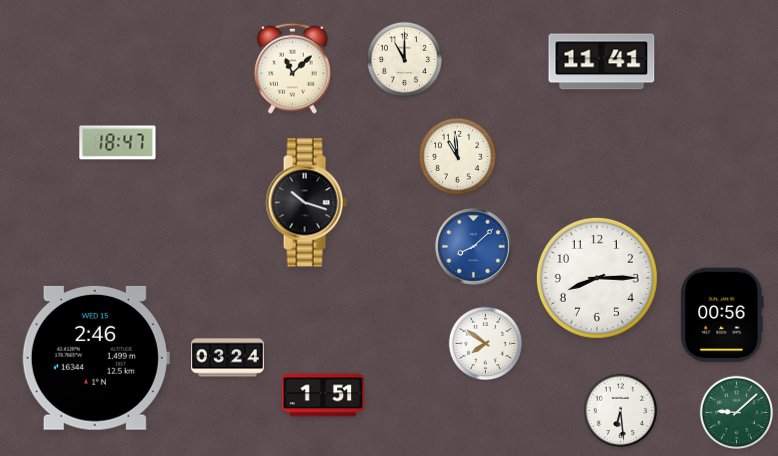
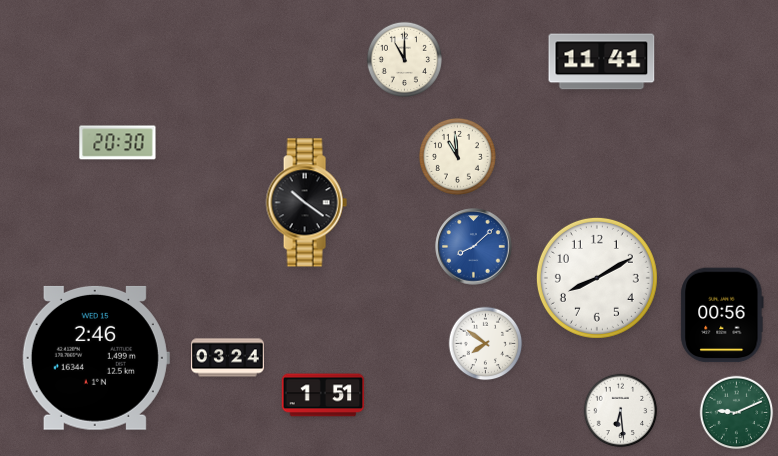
clock at (292, 68): 11:08 -> none
clock at (118, 143): 18:47 -> 20:30
clock at (306, 203): 10:18 -> 10:21
clock at (597, 278): 8:15 -> 8:10
clock at (737, 413): 9:08 -> 9:11
